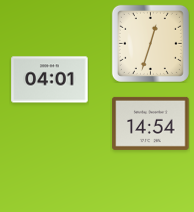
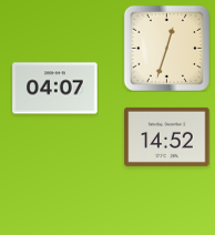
clock at (50, 80): 04:01 -> 04:07
clock at (151, 123): 14:54 -> 14:52
